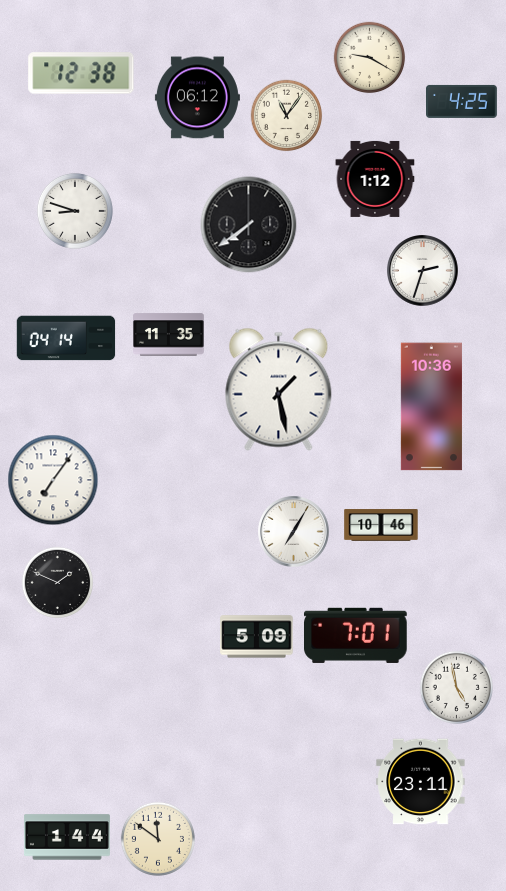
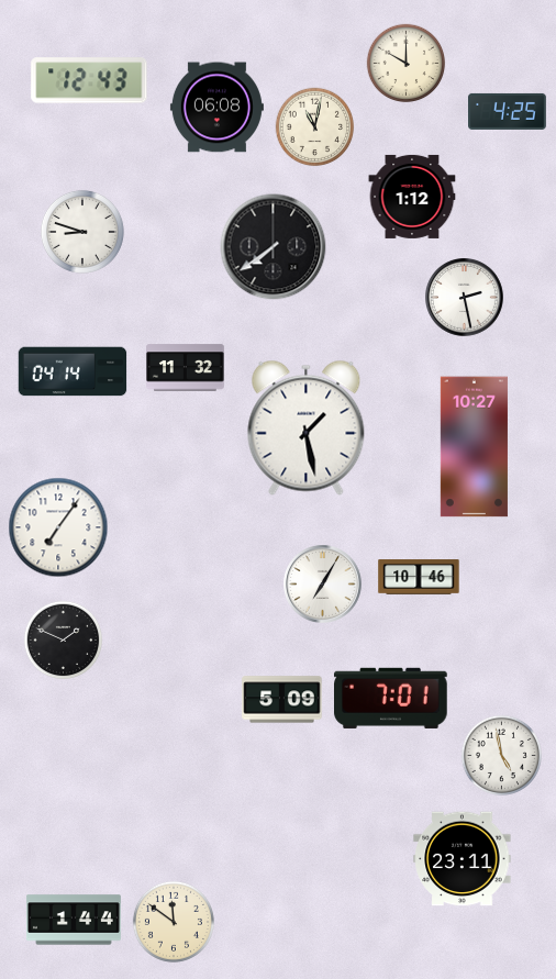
clock at (370, 58): 9:20 -> 10:00
clock at (81, 73): 12:38 -> 12:43
clock at (197, 98): 06:12 -> 06:08
clock at (287, 116): 11:06 -> 11:02
clock at (423, 271): 2:33 -> 2:28
clock at (169, 335): 11:35 -> 11:32
clock at (431, 407): 10:36 -> 10:27
